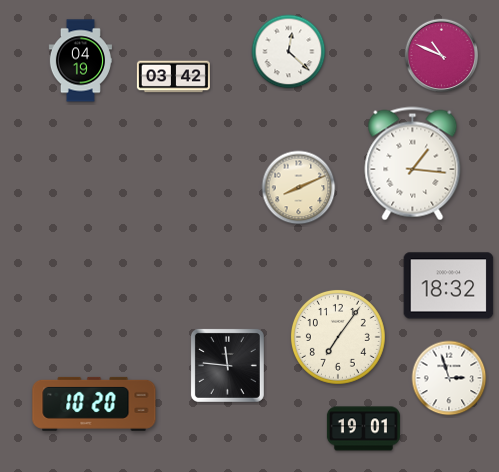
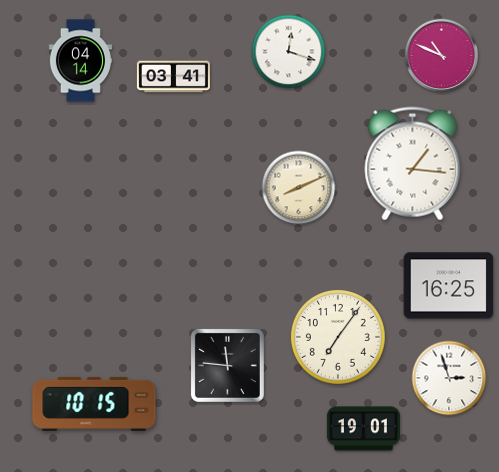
clock at (289, 52): 12:22 -> 12:18
clock at (80, 61): 04:19 -> 04:14
clock at (173, 77): 03:42 -> 03:41
clock at (449, 286): 18:32 -> 16:25
clock at (94, 404): 10:20 -> 10:15
